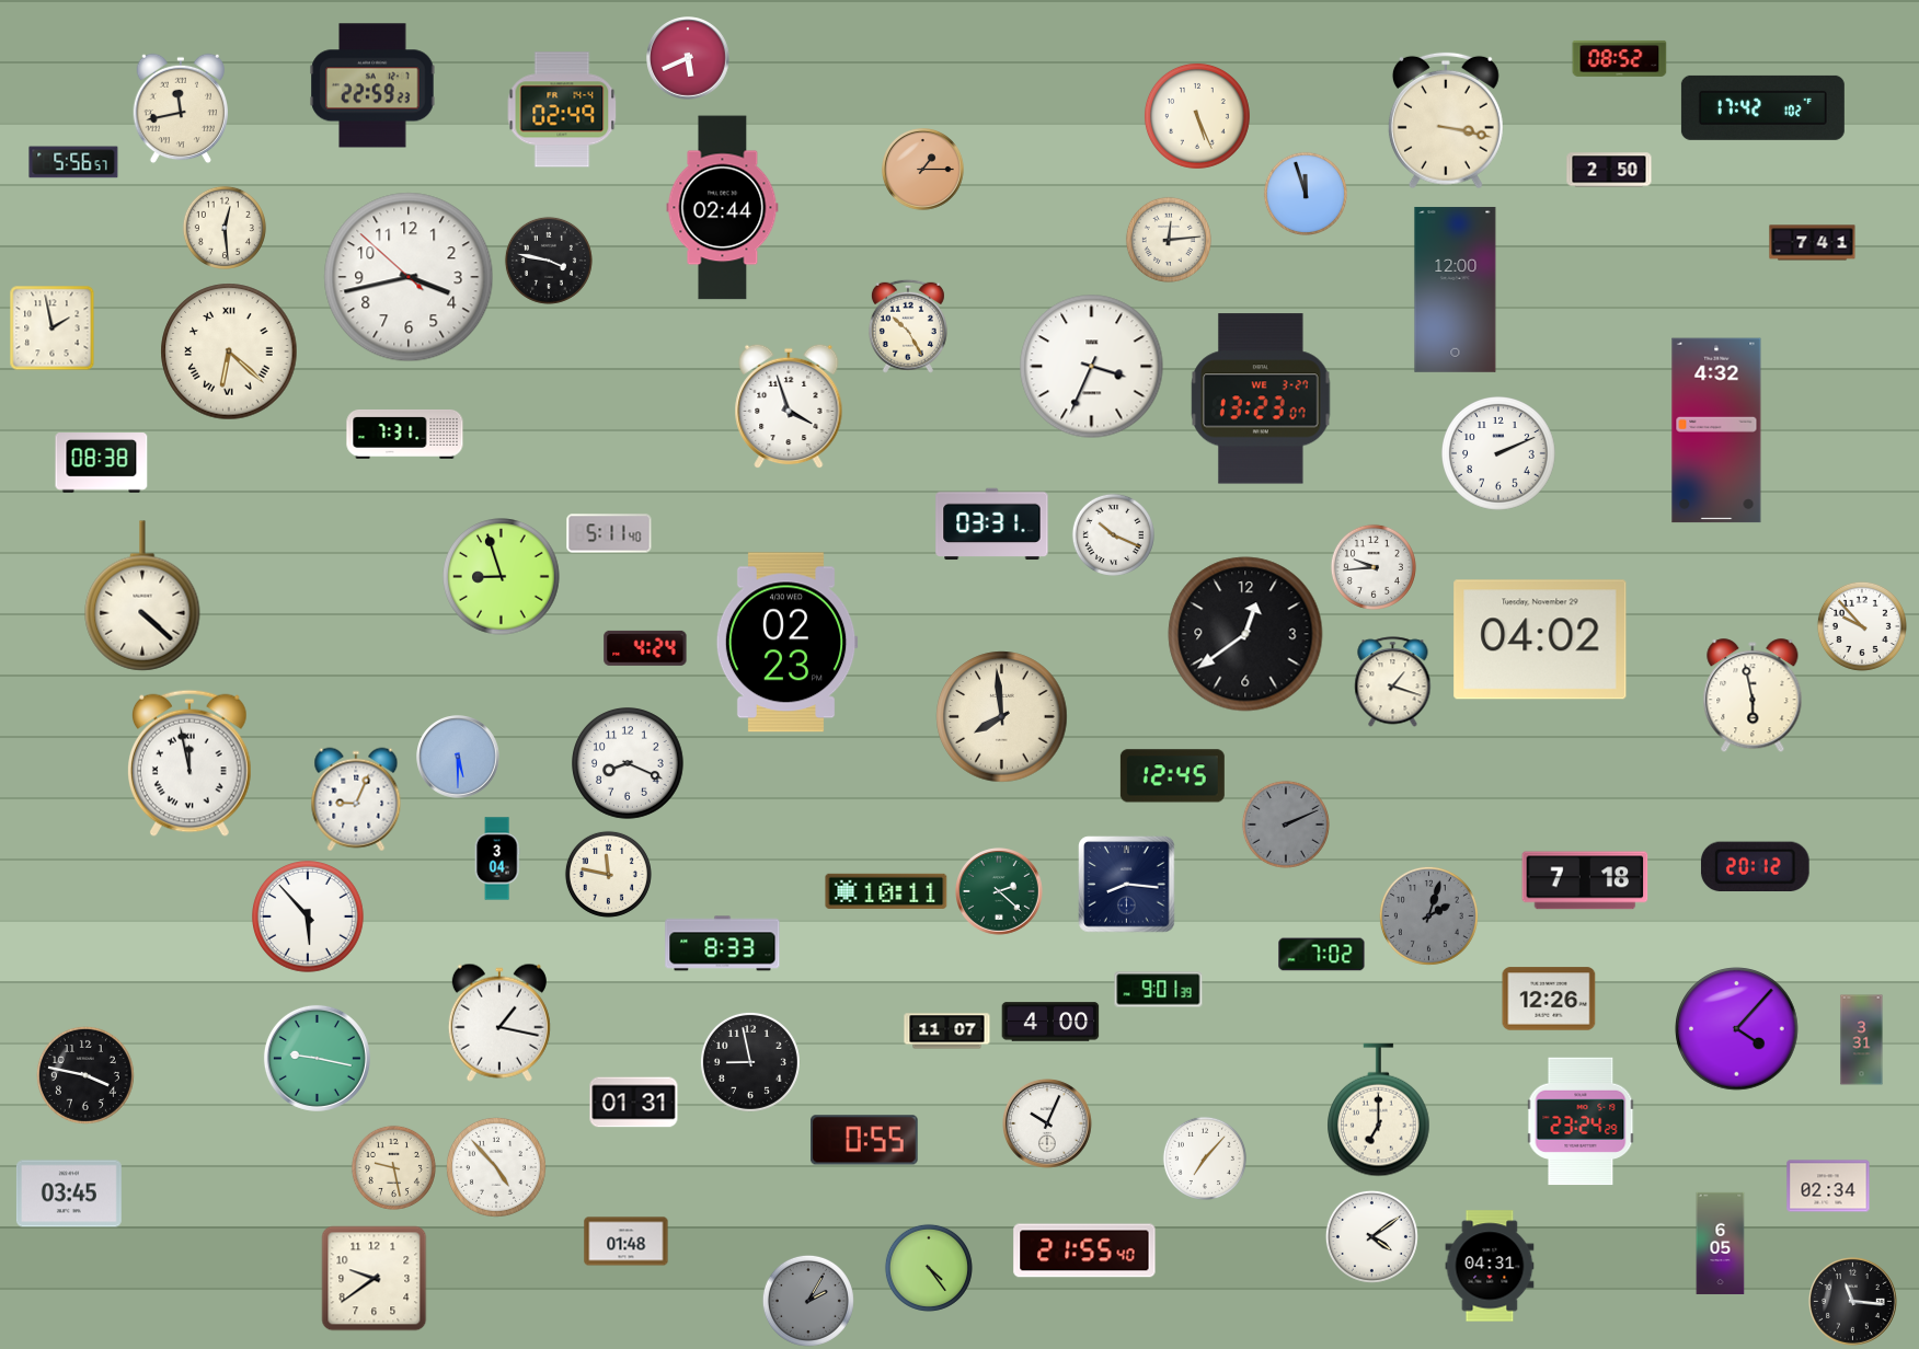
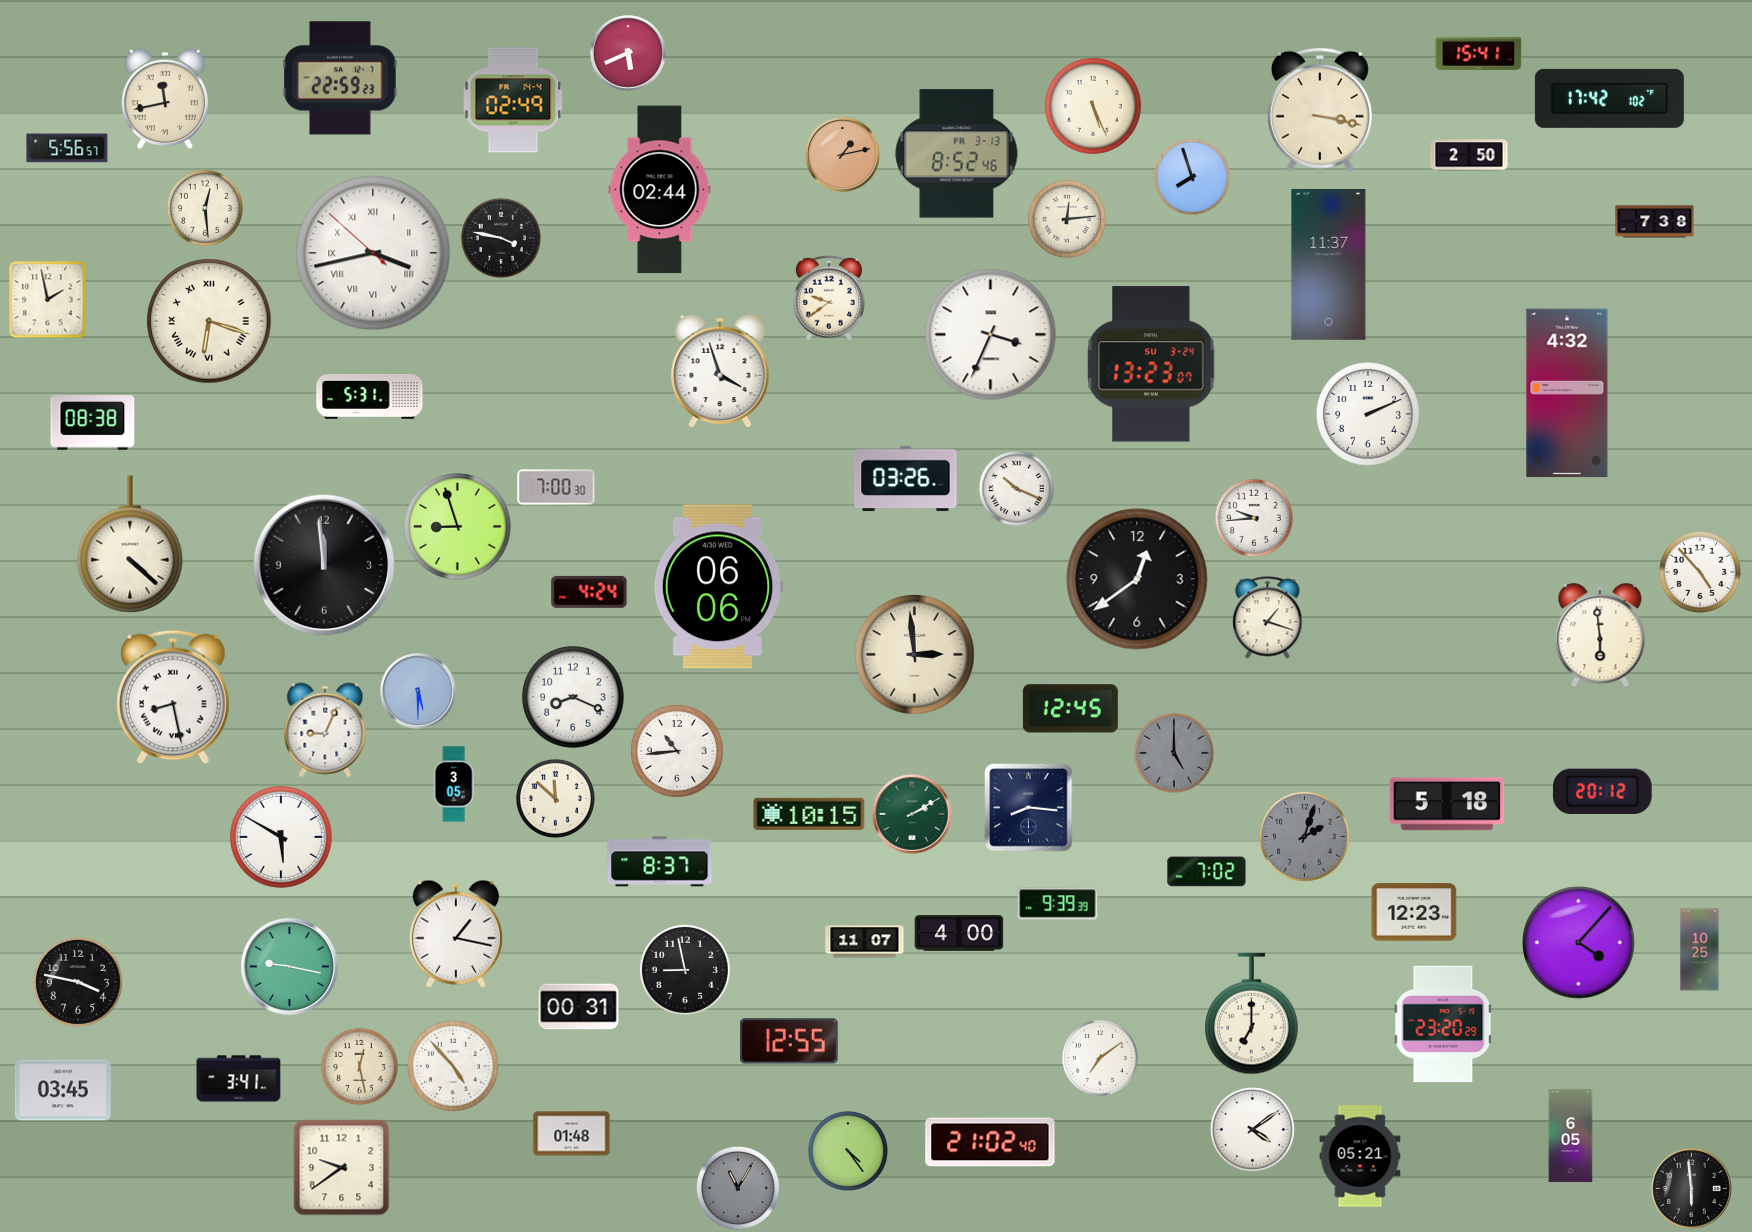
clock at (1620, 58): 08:52 -> 15:41
clock at (957, 154): none -> 8:52
clock at (923, 170): 1:15 -> 1:13
clock at (1306, 194): 11:57 -> 7:57
clock at (1813, 243): 7:41 -> 7:38
clock at (409, 277) numerals: Arabic -> Roman
clock at (1456, 289): 12:00 -> 11:37
clock at (908, 326): 10:25 -> 9:39
clock at (229, 351): 6:22 -> 6:18
clock at (1092, 367) position: (1092, 367) -> (991, 335)
clock at (1261, 399) date: WE 3-27 -> SU 3-24
clock at (405, 434): 7:31 -> 5:31
clock at (992, 524): 03:31 -> 03:26
clock at (609, 533): 5:11 -> 7:00
clock at (324, 565): none -> 11:59
clock at (1862, 626): 9:53 -> 4:53
clock at (1540, 639): 04:02 -> none
clock at (786, 643): 02:23 -> 06:06
clock at (1393, 682) position: (1393, 682) -> (1268, 618)
clock at (1753, 696): 5:58 -> 5:59
clock at (1002, 717): 7:59 -> 2:59
clock at (191, 763): 11:58 -> 8:28
clock at (677, 751): none -> 10:44
clock at (1286, 825): 2:11 -> 5:00
clock at (497, 858): 3:04 -> 3:05
clock at (608, 874): 11:47 -> 11:52
clock at (1585, 880): 7:18 -> 5:18
clock at (886, 891): 10:11 -> 10:15
clock at (1000, 892): 2:22 -> 2:10
clock at (309, 918): 5:53 -> 5:50
clock at (723, 944): 8:33 -> 8:37
clock at (1159, 990): 9:01 -> 9:39
clock at (1549, 999): 12:26 -> 12:23
clock at (1737, 1029) position: (1737, 1029) -> (1579, 943)
clock at (1862, 1040): 3:31 -> 10:25
clock at (634, 1103): 01:31 -> 00:31
clock at (1379, 1110) position: (1379, 1110) -> (1252, 1014)
clock at (1581, 1121): 23:24 -> 23:20
clock at (1048, 1125): 10:04 -> none
clock at (865, 1140): 0:55 -> 12:55
clock at (1205, 1158): 7:07 -> 7:09
clock at (393, 1167): 9:28 -> 12:28
clock at (239, 1079): none -> 3:41
clock at (1828, 1186): 02:34 -> none
clock at (1084, 1250): 21:55 -> 21:02
clock at (1490, 1266): 04:31 -> 05:21
clock at (929, 1268) position: (929, 1268) -> (848, 1151)
clock at (808, 1301): 2:05 -> 11:05
clock at (1853, 1302): 11:16 -> 5:59
